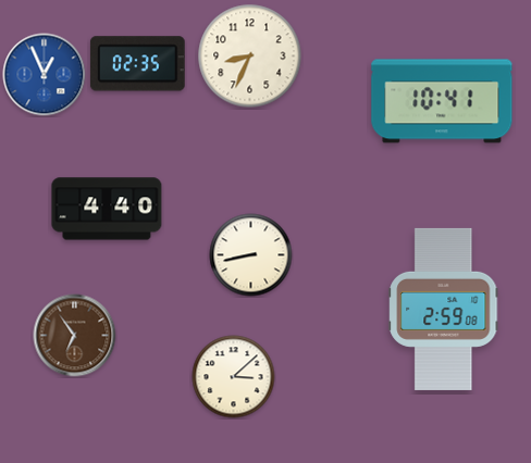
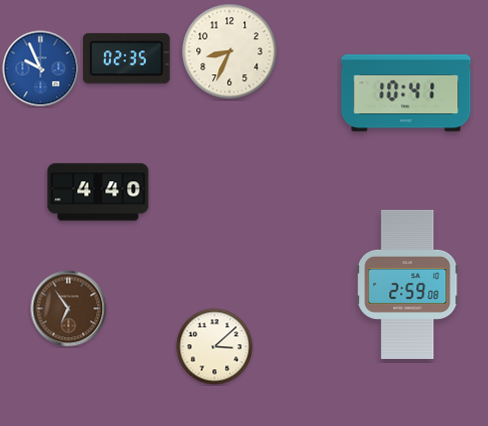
clock at (45, 75): 12:56 -> 9:56
clock at (251, 255): 8:43 -> none
